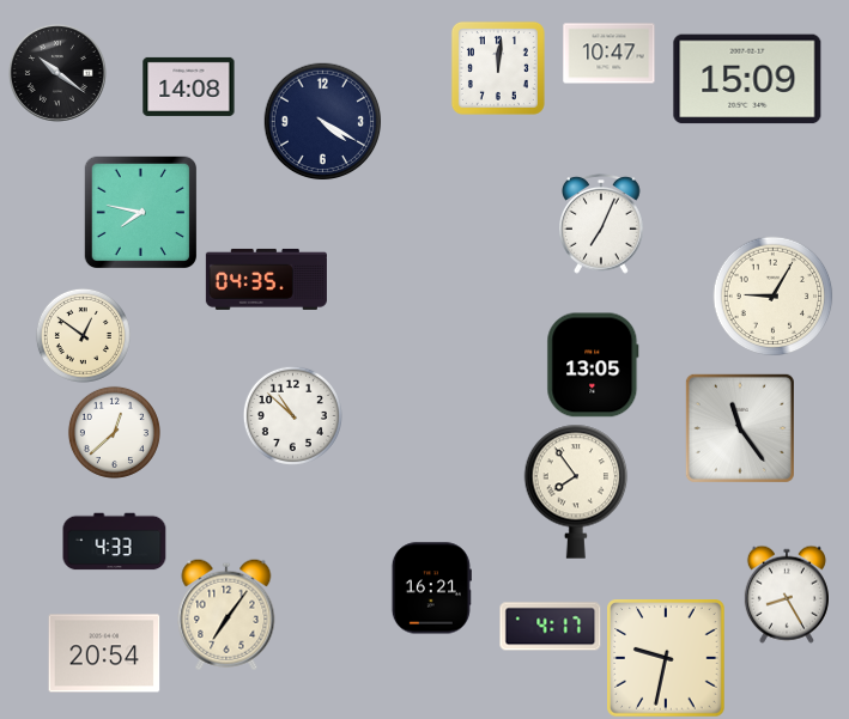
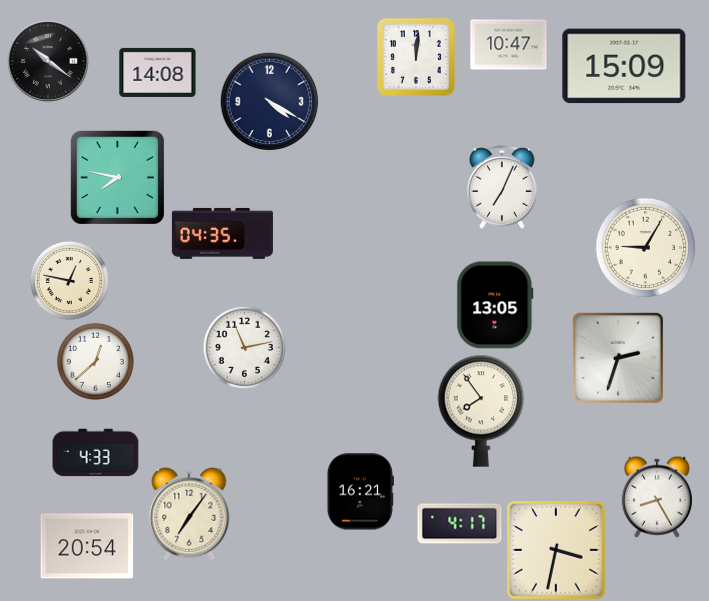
clock at (83, 335): 12:51 -> 12:47
clock at (292, 415): 10:52 -> 11:13
clock at (740, 428): 11:24 -> 2:33
clock at (667, 659): 9:32 -> 3:32
